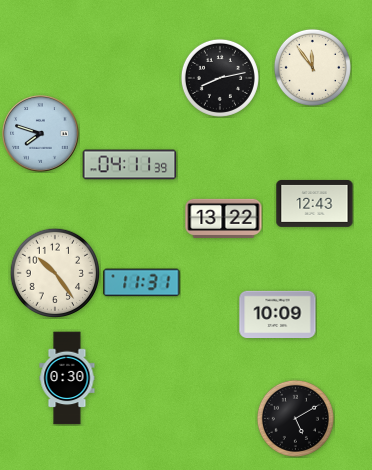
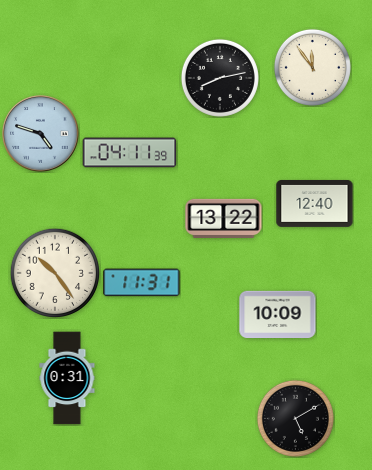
clock at (41, 134): 7:48 -> 4:48
clock at (130, 165) position: (130, 165) -> (130, 153)
clock at (315, 203): 12:43 -> 12:40
clock at (67, 378): 0:30 -> 0:31
